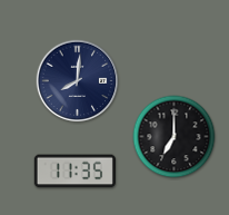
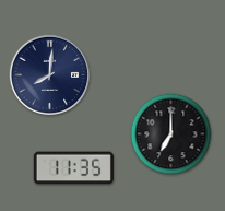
clock at (78, 81) position: (78, 81) -> (50, 75)
